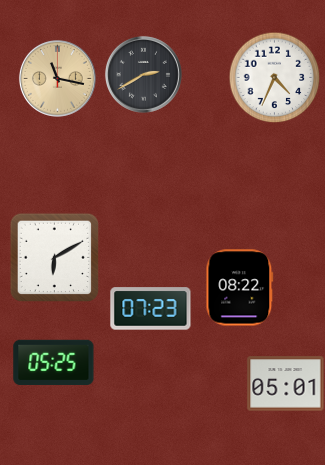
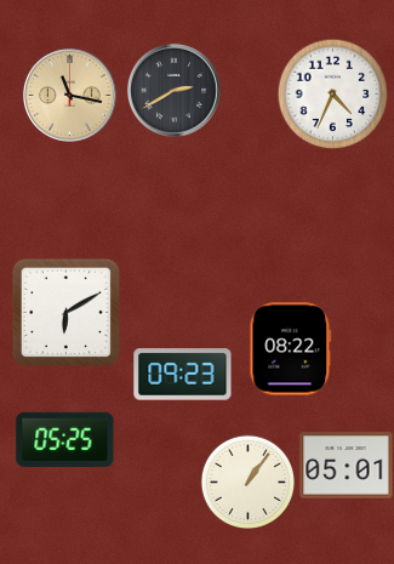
clock at (151, 309): 07:23 -> 09:23
clock at (247, 482): none -> 1:06
